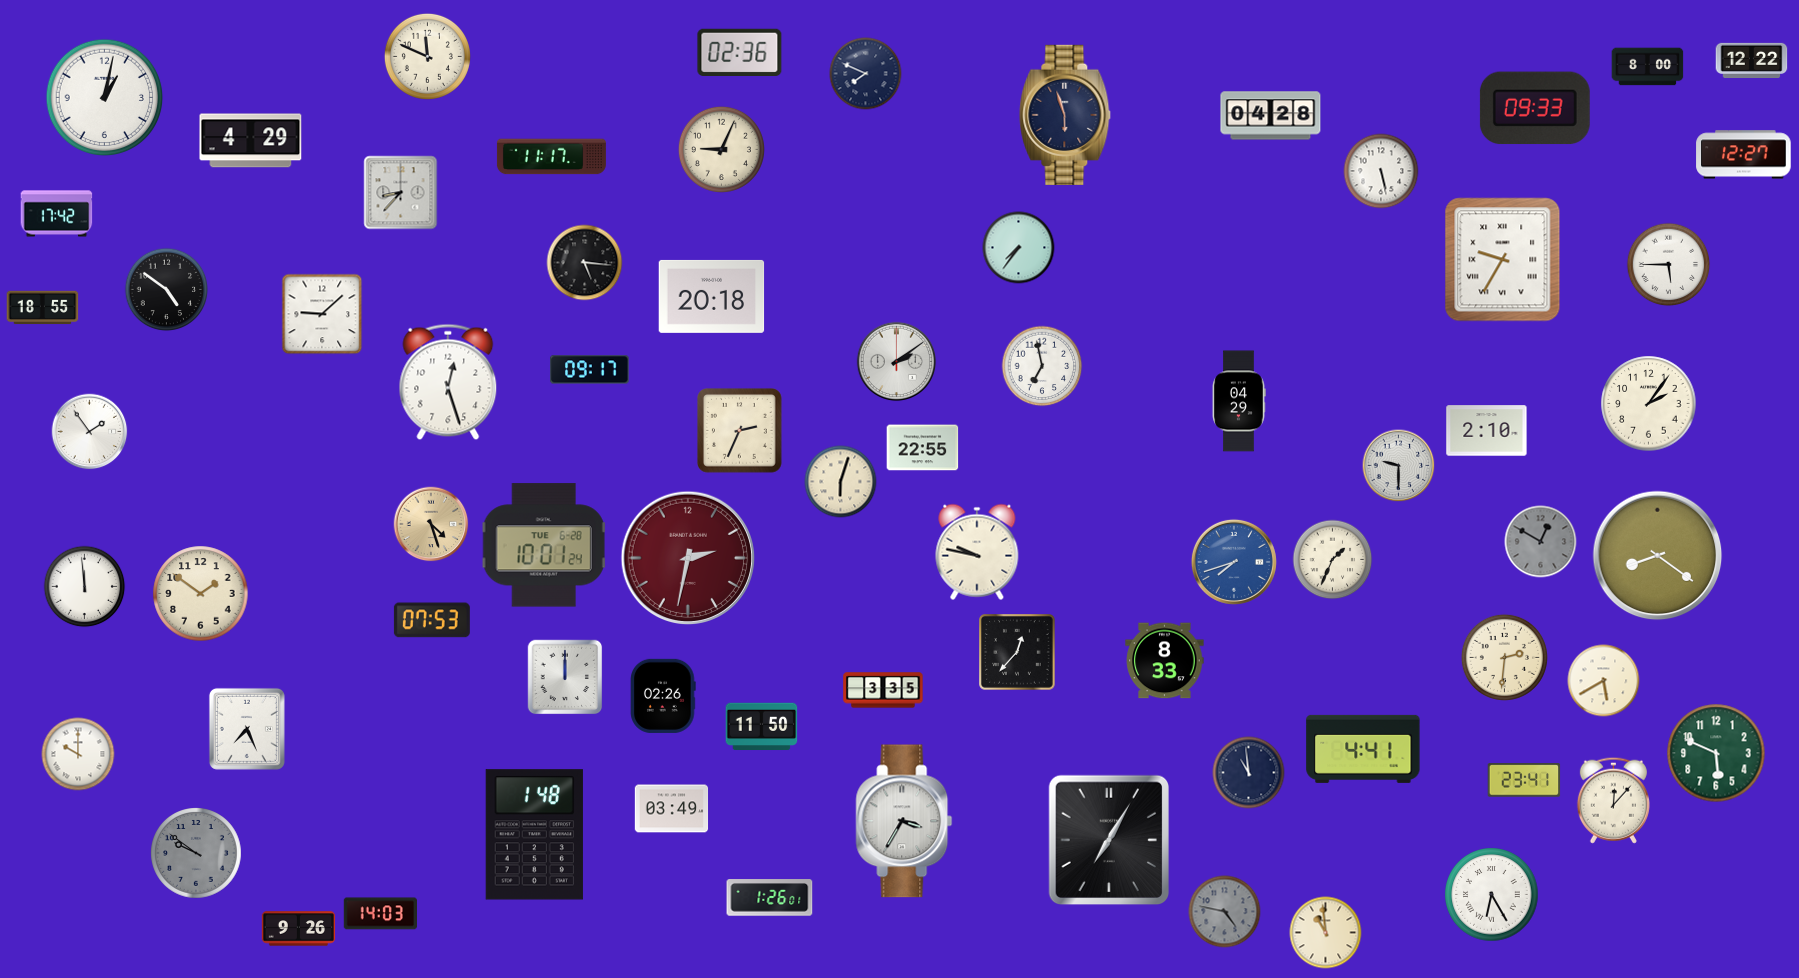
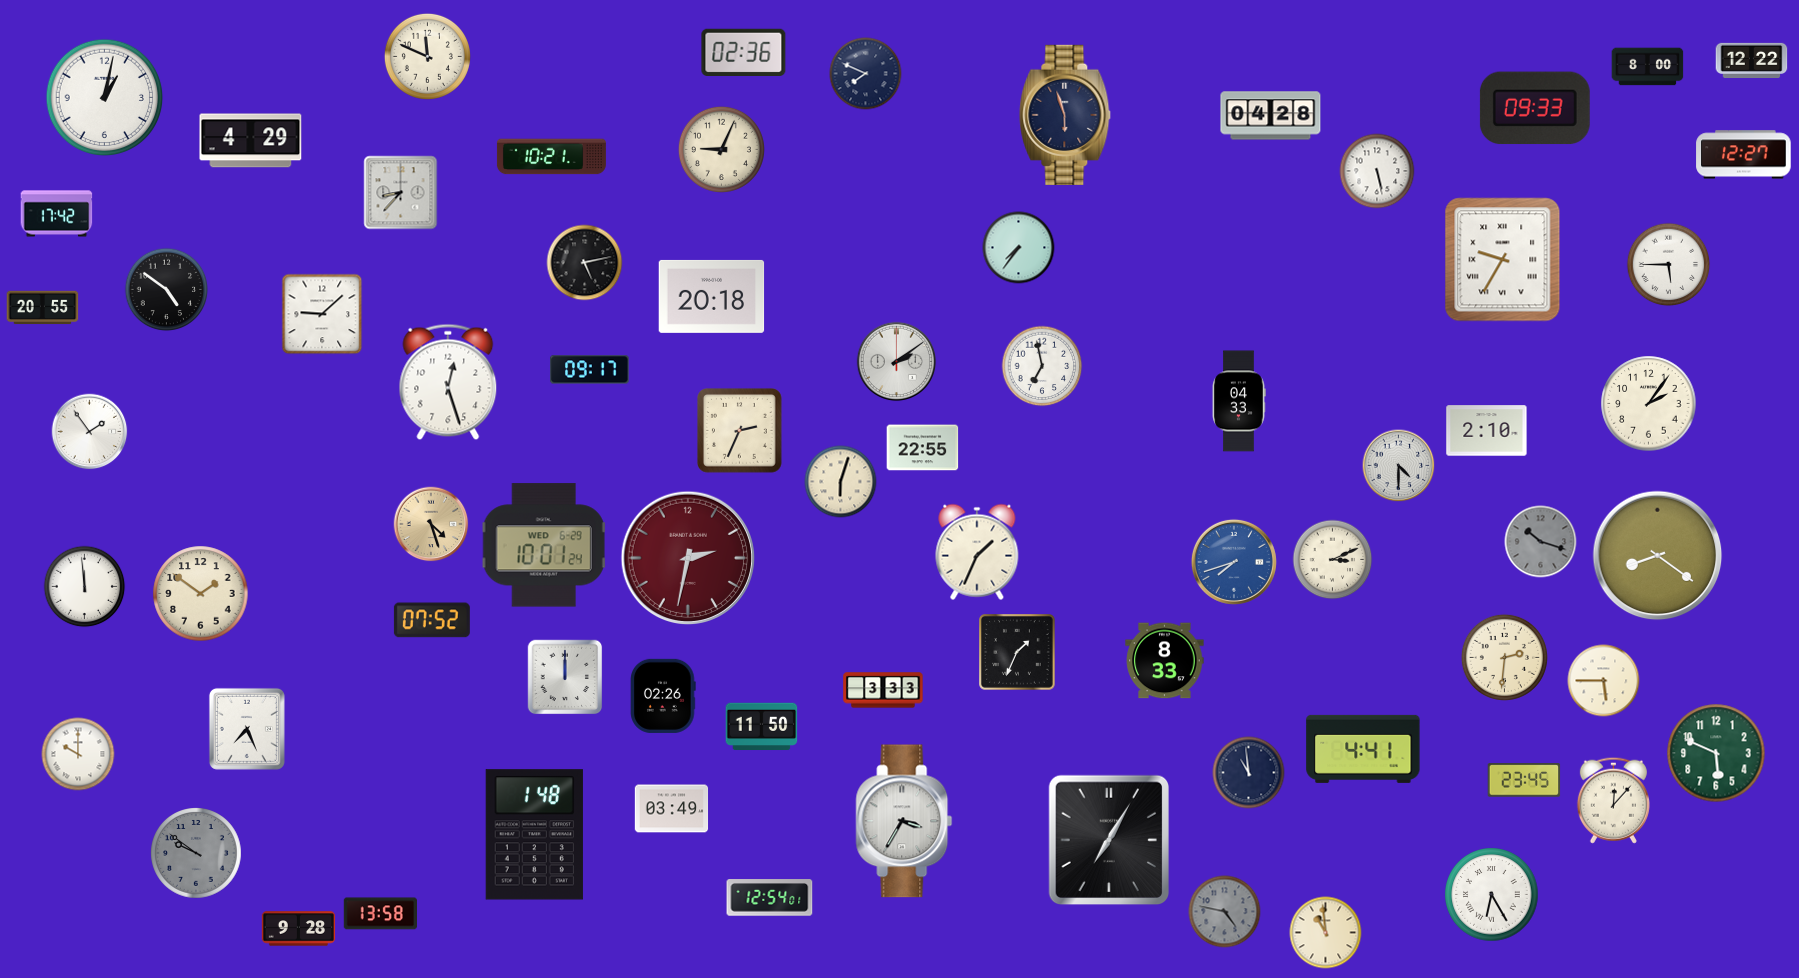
clock at (740, 52) position: (740, 52) -> (744, 52)
clock at (551, 157): 11:17 -> 10:21
clock at (1381, 171) position: (1381, 171) -> (1377, 171)
clock at (585, 263): 5:16 -> 5:13
clock at (43, 308): 18:55 -> 20:55
clock at (1239, 401): 04:29 -> 04:33
clock at (1399, 466): 9:30 -> 4:30
clock at (1541, 542): 12:50 -> 10:18
clock at (544, 545) date: TUE 6-28 -> WED 6-29
clock at (977, 552): 9:47 -> 1:34
clock at (1333, 560): 1:34 -> 3:11
clock at (432, 620): 07:53 -> 07:52
clock at (1018, 653): 12:37 -> 1:34
clock at (1604, 681): 5:40 -> 5:45
clock at (883, 690): 3:35 -> 3:33
clock at (1524, 780): 23:41 -> 23:45
clock at (770, 898): 1:26 -> 12:54
clock at (380, 914): 14:03 -> 13:58
clock at (299, 929): 9:26 -> 9:28
